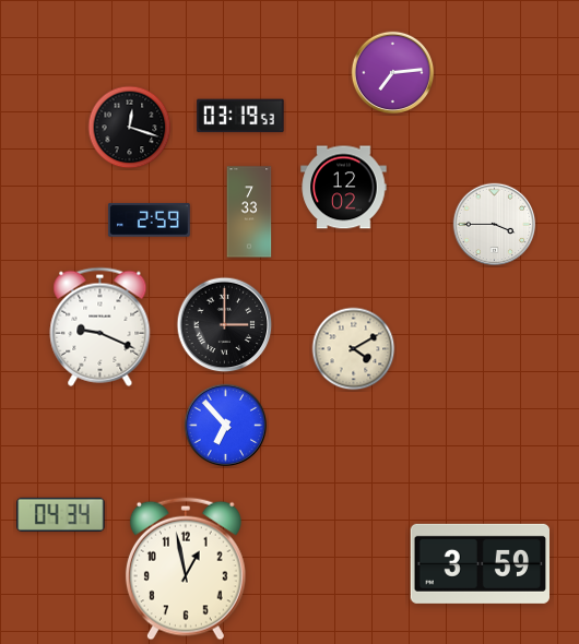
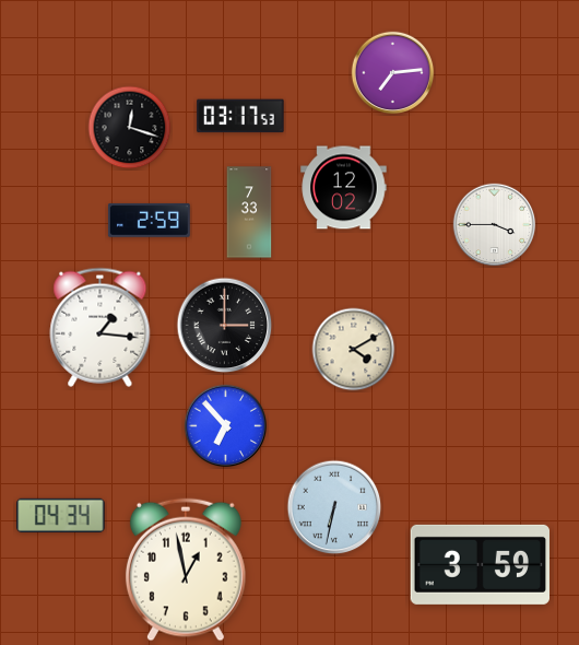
clock at (240, 116): 03:19 -> 03:17
clock at (101, 326): 9:19 -> 1:16
clock at (334, 507): none -> 6:32
